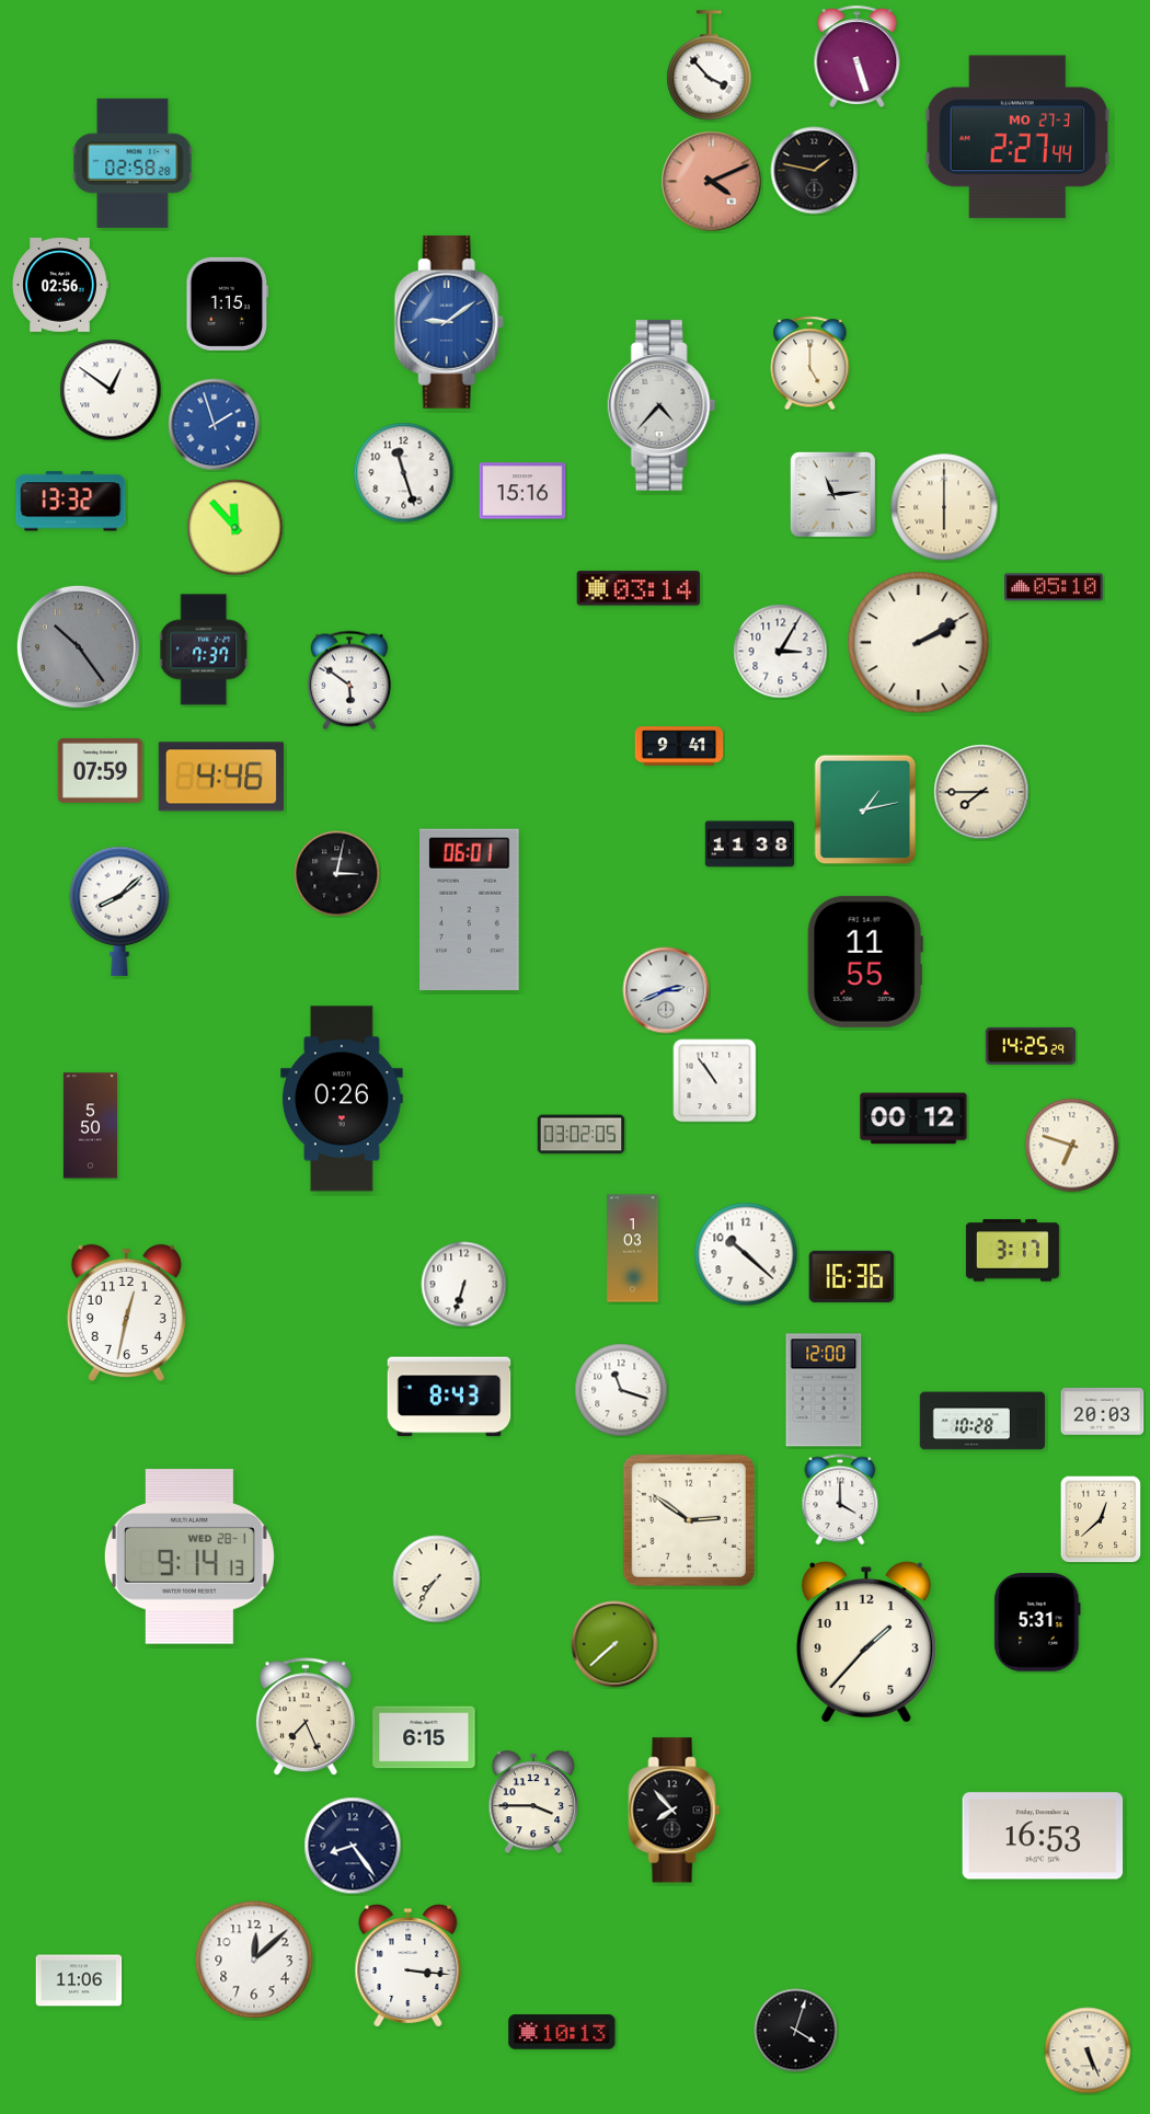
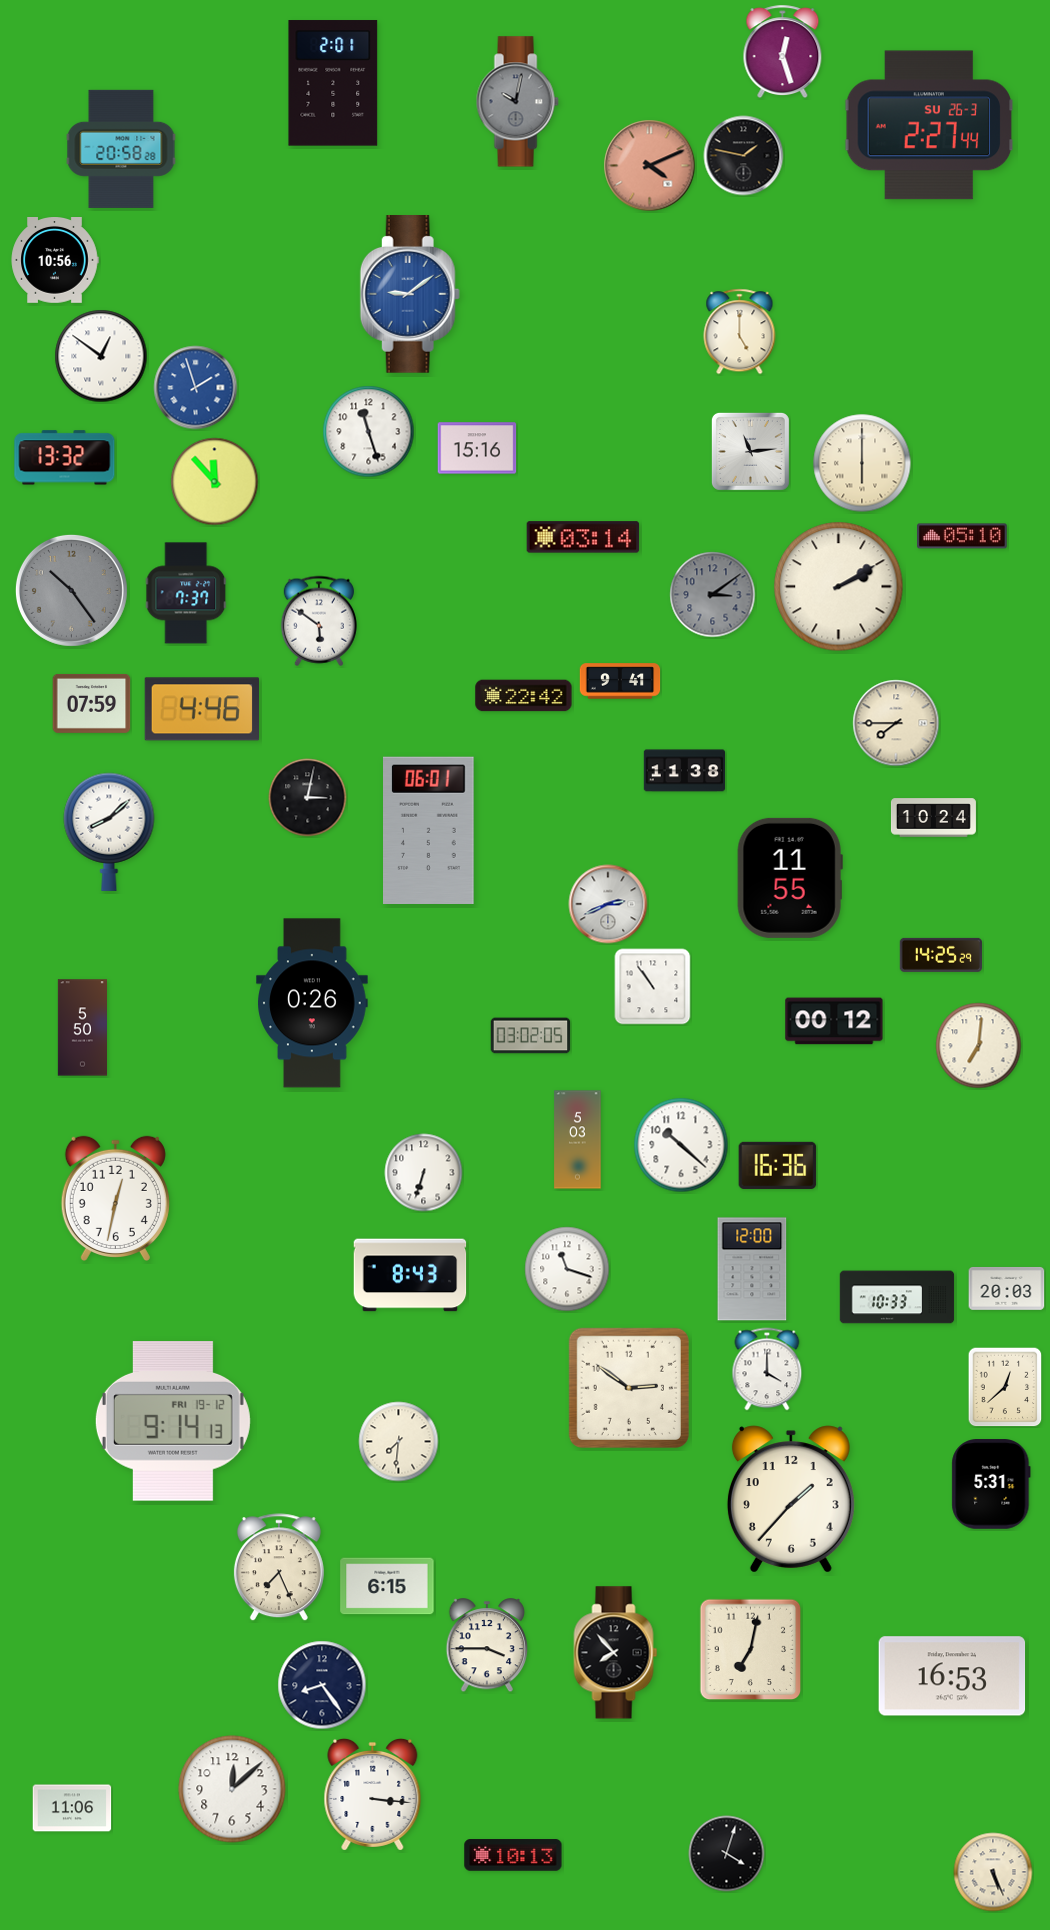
clock at (858, 57): 5:27 -> 12:27
clock at (710, 66): 3:53 -> none
clock at (333, 83): none -> 2:01
clock at (517, 102): none -> 10:02
clock at (1017, 137) date: MO 27-3 -> SU 26-3
clock at (133, 163): 02:58 -> 20:58
clock at (60, 286): 02:56 -> 10:56
clock at (228, 303): 1:15 -> none
clock at (662, 405): 4:37 -> none
clock at (832, 494) position: (832, 494) -> (750, 451)
clock at (781, 652): 3:05 -> 3:09
clock at (781, 652) dial: white -> grey
clock at (524, 696): none -> 22:42
clock at (865, 809): 1:13 -> none
clock at (933, 818): none -> 10:24
clock at (1072, 1146): 6:48 -> 7:01
clock at (633, 1249): 1:03 -> 5:03
clock at (1012, 1251): 3:17 -> none
clock at (982, 1421): 10:28 -> 10:33
clock at (189, 1556) date: WED 28-1 -> FRI 19-12
clock at (437, 1579): 7:36 -> 7:31
clock at (1037, 1622) position: (1037, 1622) -> (991, 1484)
clock at (614, 1644): 7:38 -> none
clock at (751, 1650): none -> 7:02
